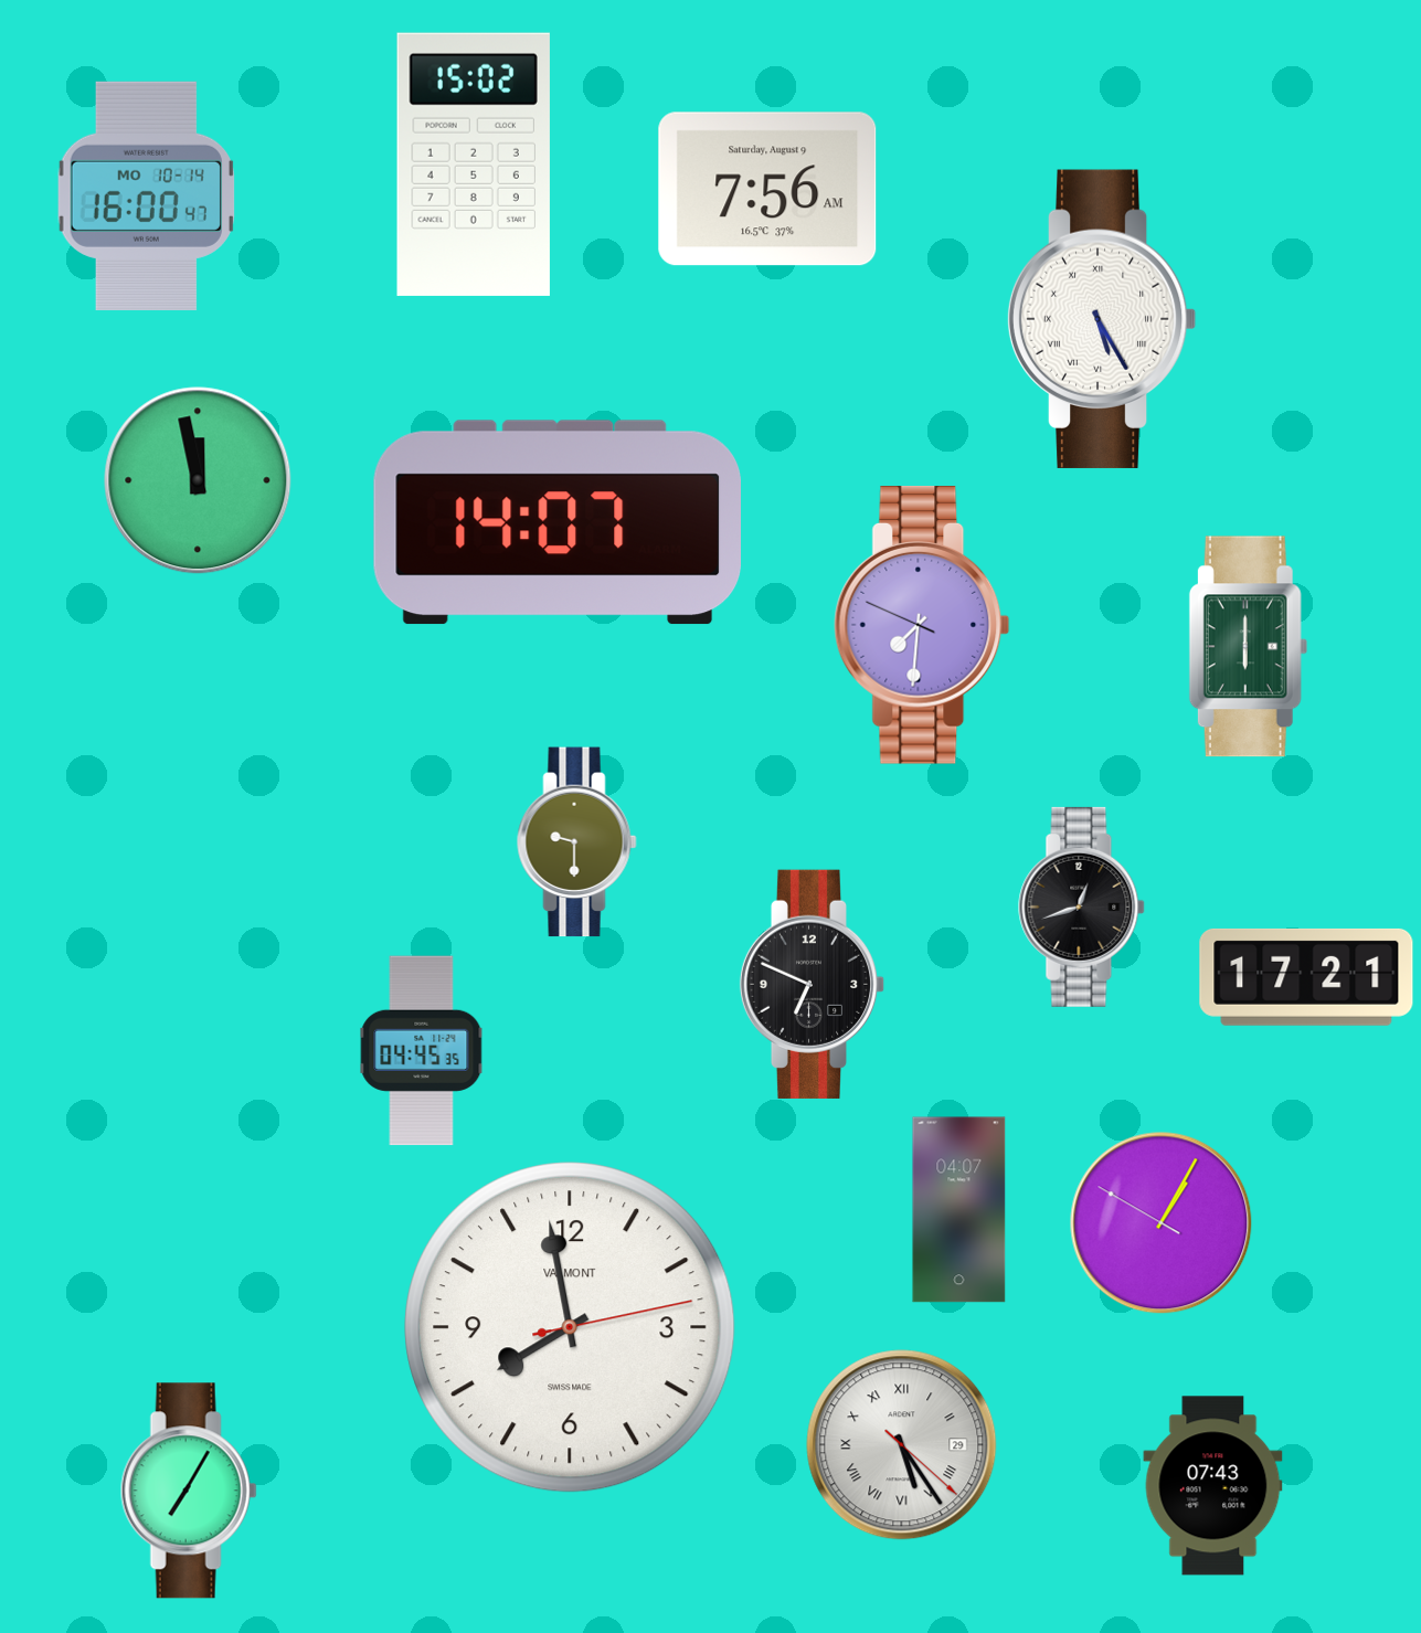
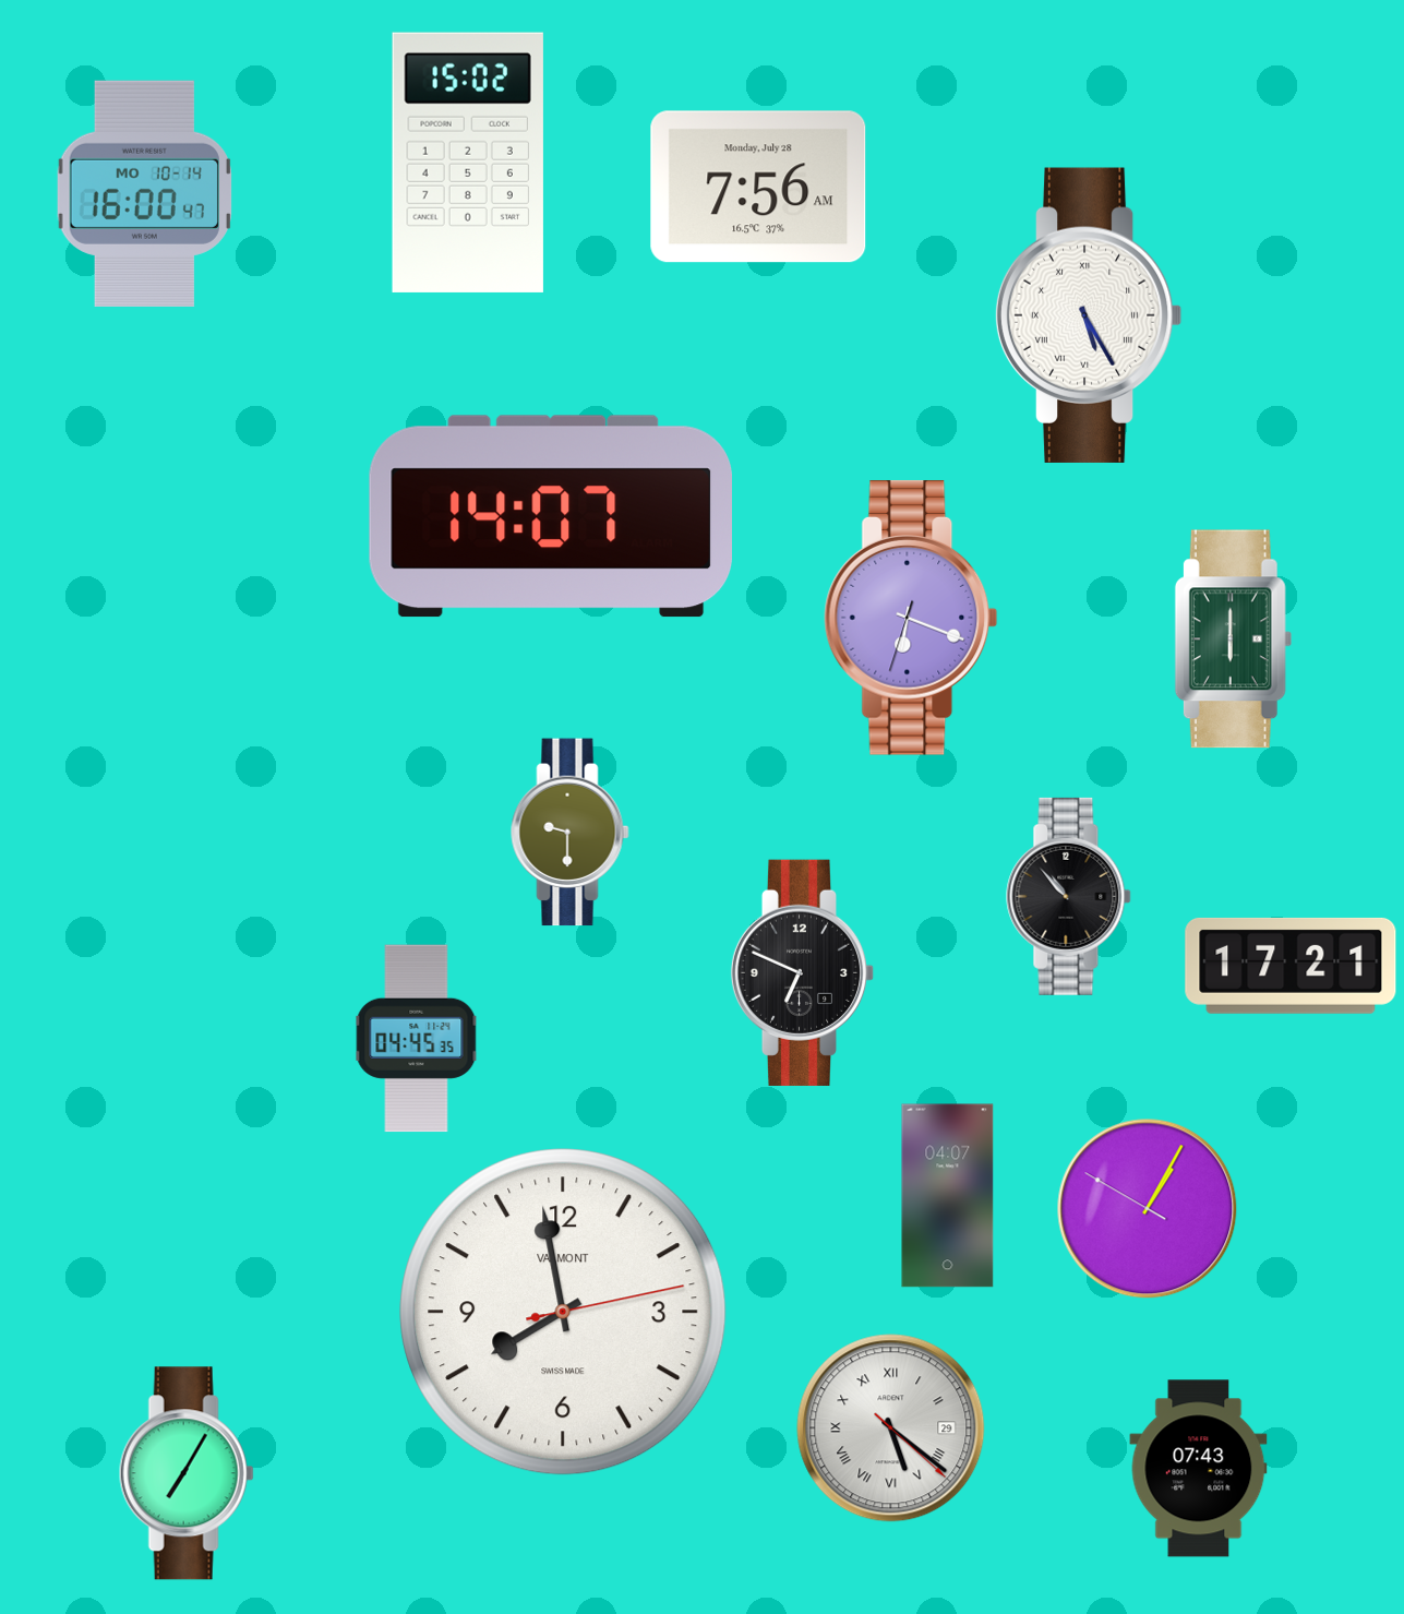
clock at (767, 189) date: Saturday, August 9 -> Monday, July 28
clock at (198, 480): 11:58 -> none
clock at (922, 626): 7:30 -> 6:18
clock at (1082, 906): 12:42 -> 10:53
clock at (902, 1445): 5:24 -> 5:21
